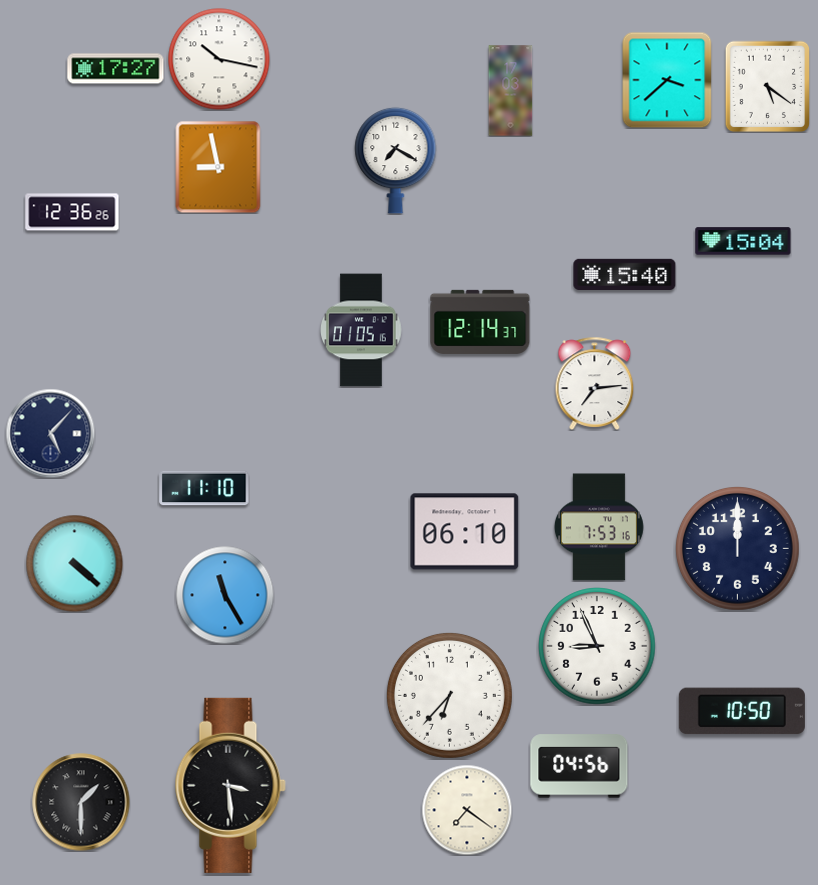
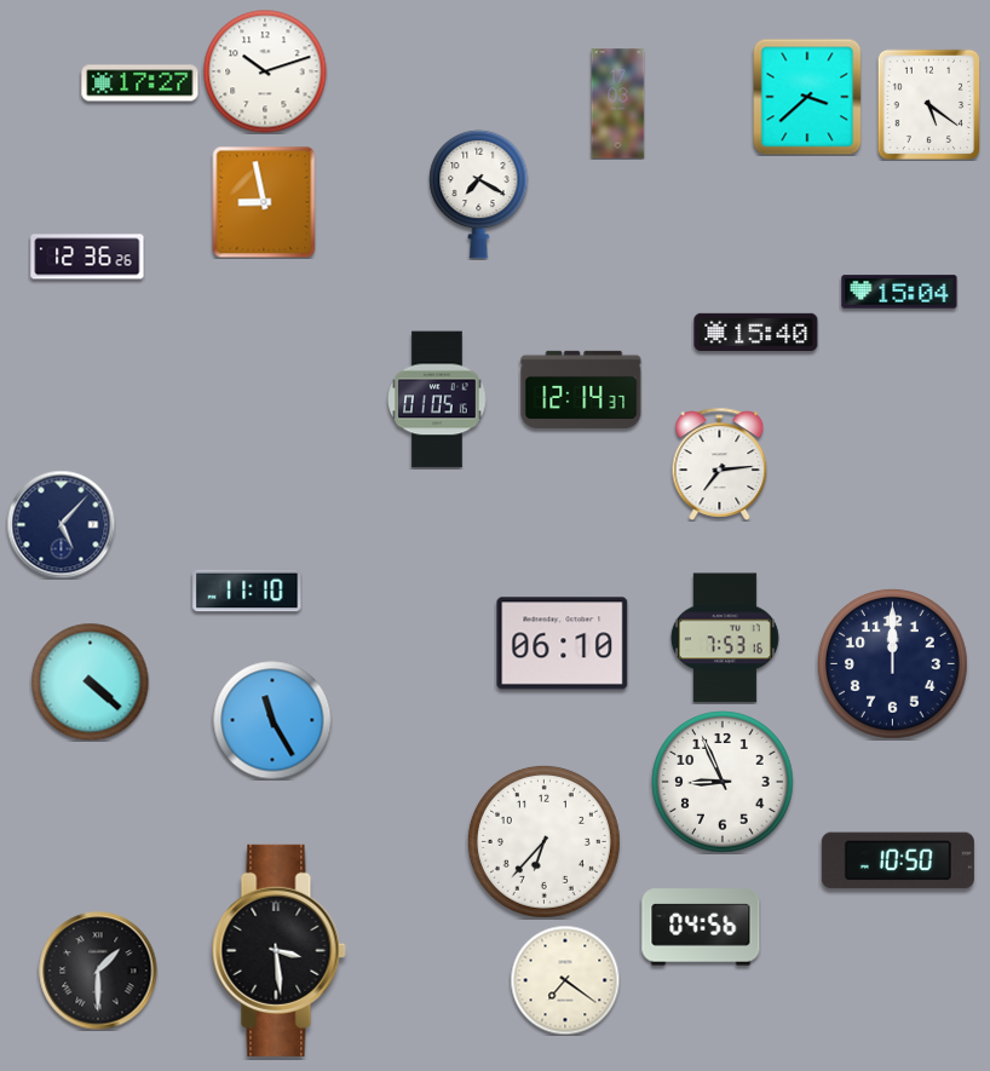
clock at (219, 59): 10:17 -> 10:12
clock at (511, 91) position: (511, 91) -> (618, 104)
